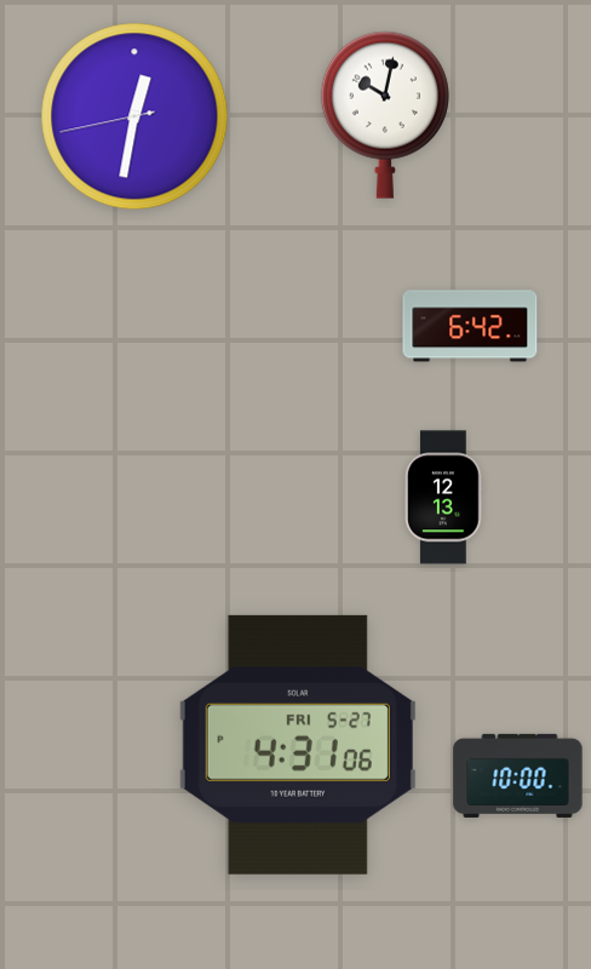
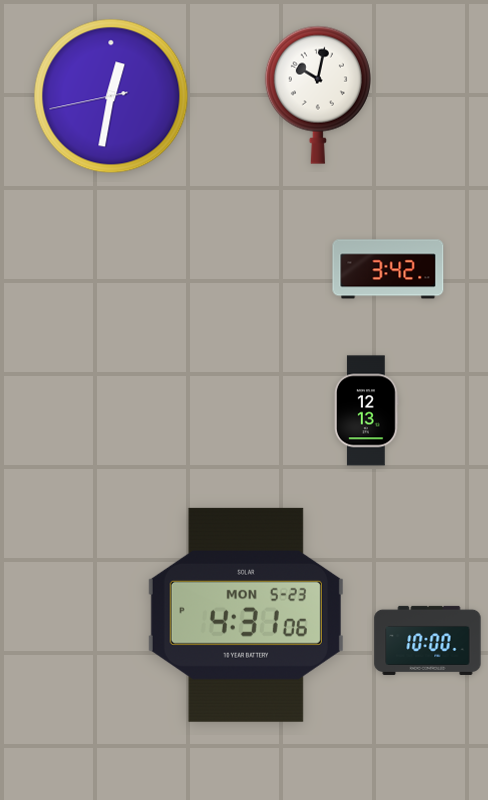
clock at (470, 326): 6:42 -> 3:42
clock at (298, 745) date: FRI 5-27 -> MON 5-23
